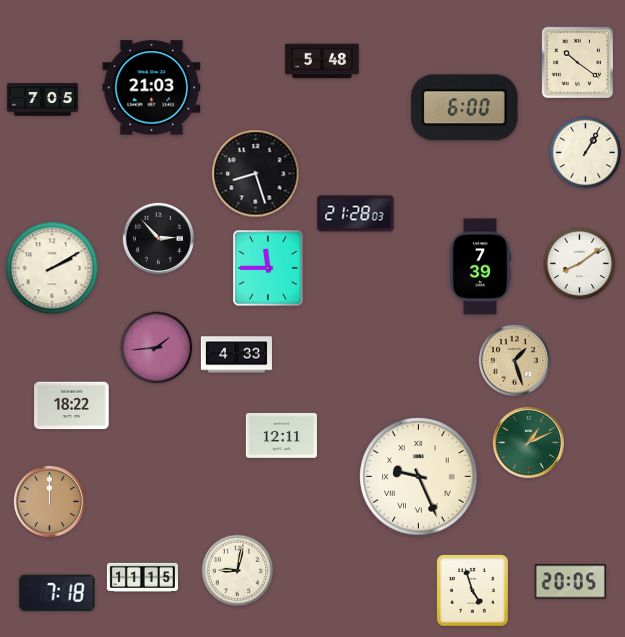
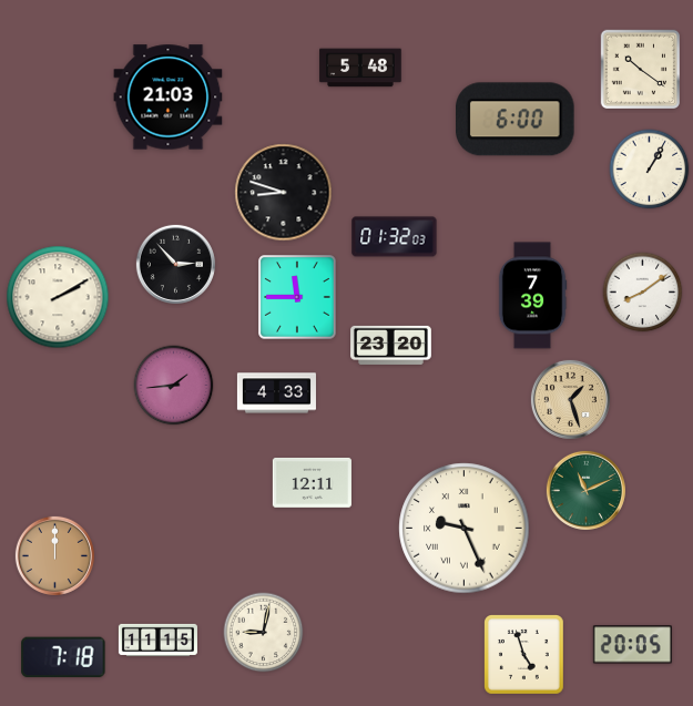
clock at (322, 61) position: (322, 61) -> (360, 68)
clock at (42, 100): 7:05 -> none
clock at (256, 174): 8:27 -> 8:48
clock at (356, 214): 21:28 -> 01:32
clock at (391, 345): none -> 23:20
clock at (236, 355) position: (236, 355) -> (276, 393)
clock at (72, 406): 18:22 -> none
clock at (528, 442): 1:11 -> 11:11
